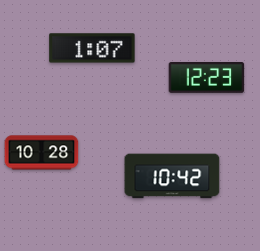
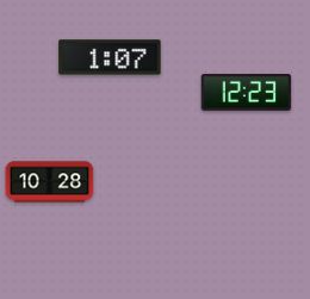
clock at (172, 176): 10:42 -> none
